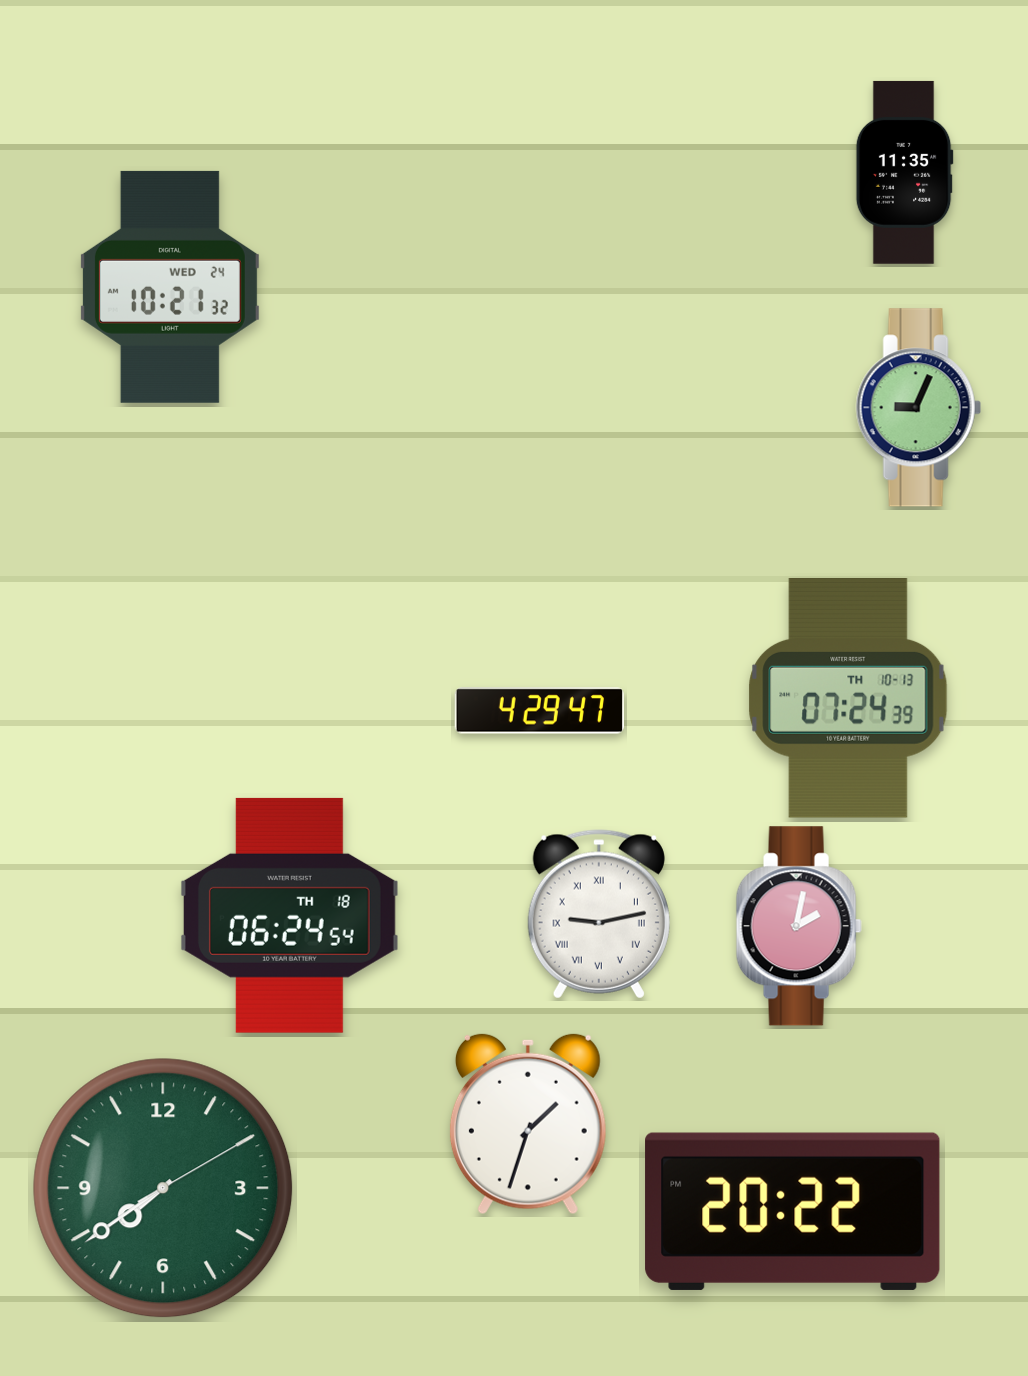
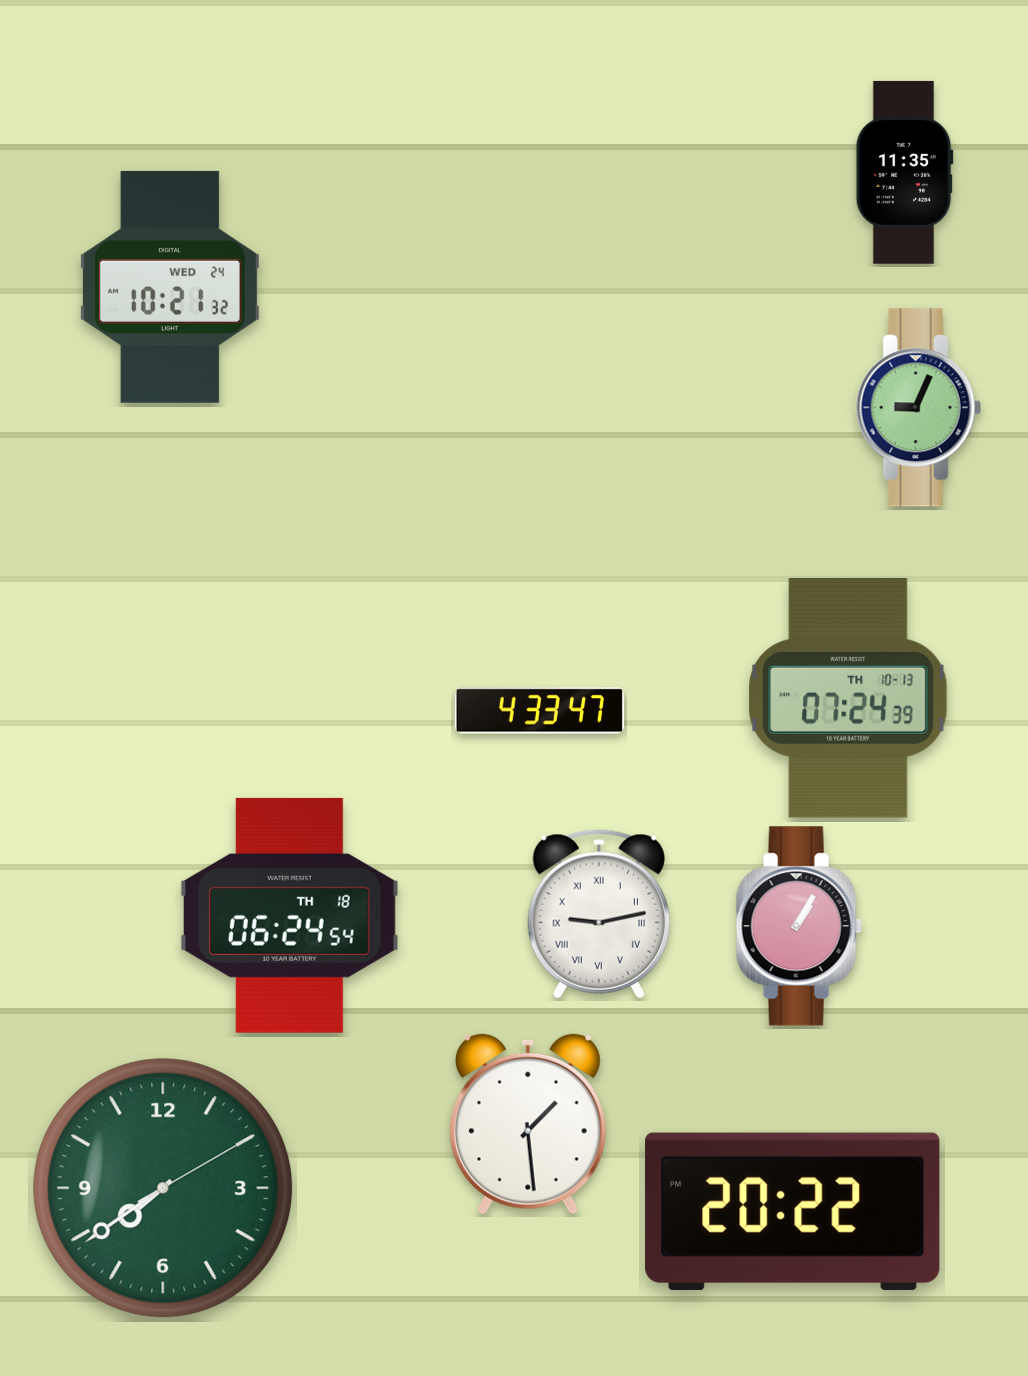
clock at (539, 711): 4:29 -> 4:33
clock at (799, 926): 2:02 -> 1:05
clock at (528, 1124): 1:33 -> 1:29
